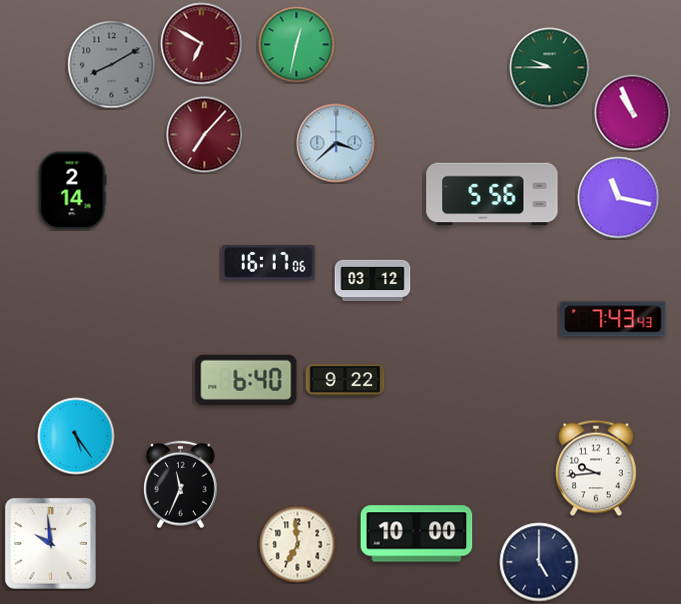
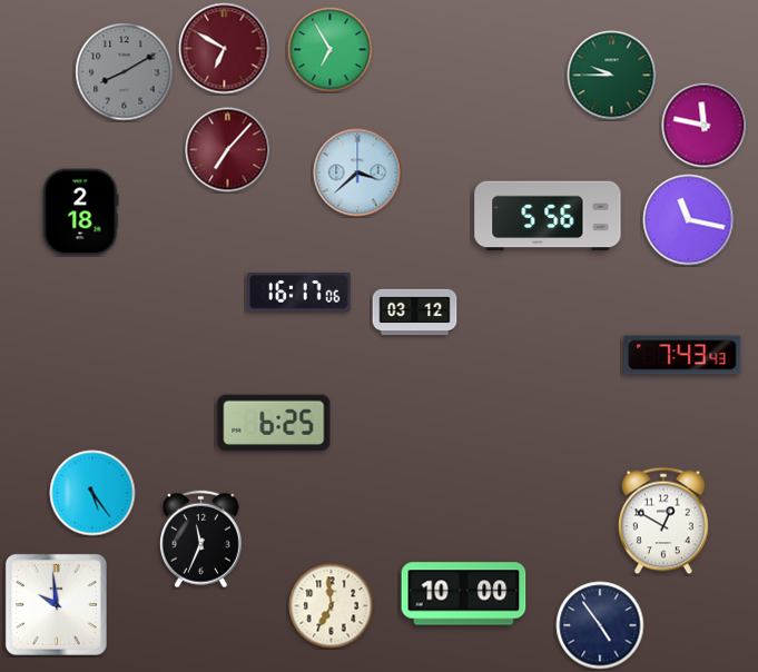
clock at (297, 45): 12:32 -> 6:55
clock at (633, 113): 10:56 -> 11:47
clock at (336, 143) position: (336, 143) -> (357, 172)
clock at (72, 191): 2:14 -> 2:18
clock at (246, 380): 6:40 -> 6:25
clock at (345, 381): 9:22 -> none
clock at (76, 436) position: (76, 436) -> (92, 493)
clock at (597, 468): 9:44 -> 12:50
clock at (539, 562): 5:00 -> 4:54
